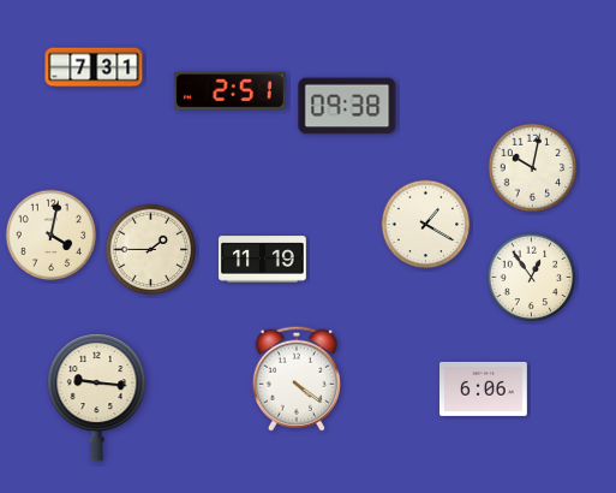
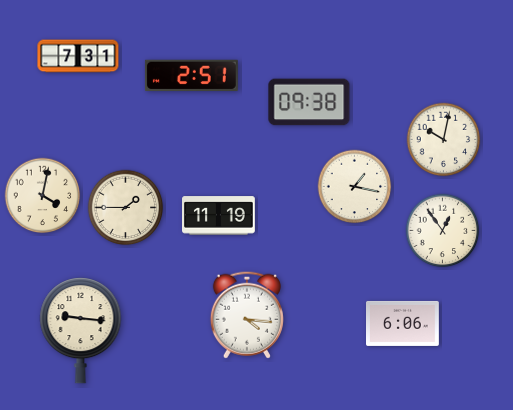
clock at (347, 106) position: (347, 106) -> (309, 102)
clock at (426, 225): 1:20 -> 1:17
clock at (297, 379): 4:21 -> 4:16
